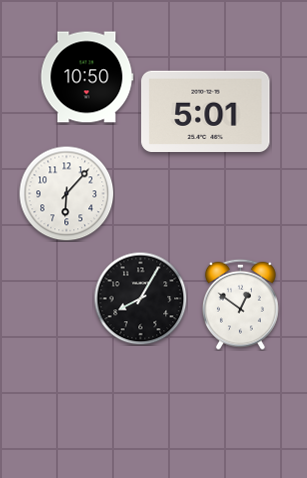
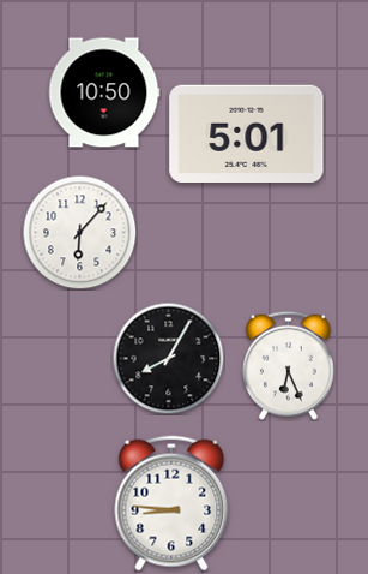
clock at (240, 304): 12:51 -> 6:26
clock at (171, 503): none -> 8:46
